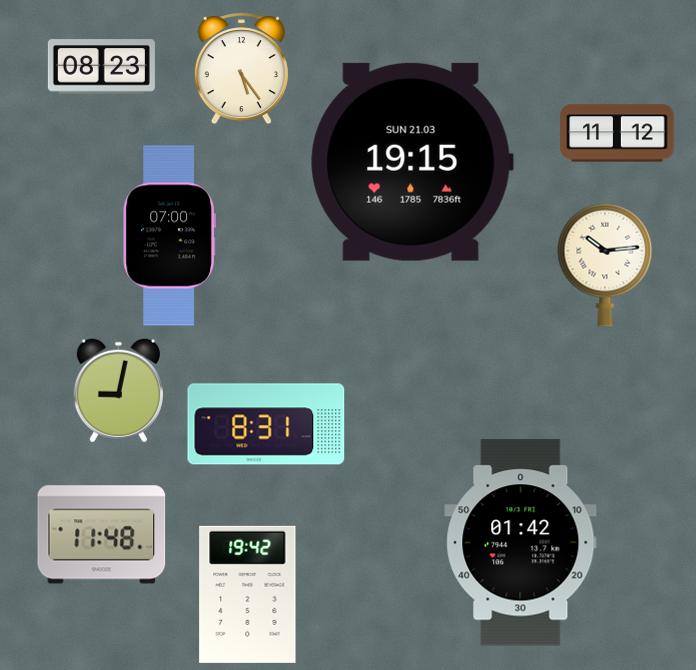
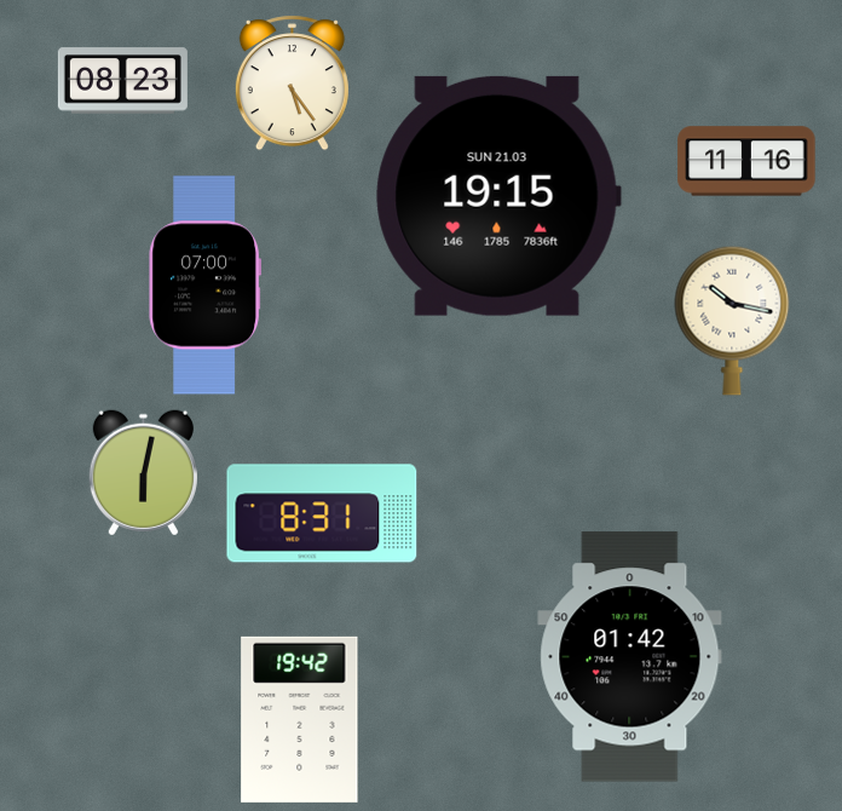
clock at (617, 133): 11:12 -> 11:16
clock at (605, 265): 10:14 -> 10:17
clock at (118, 391): 9:02 -> 6:02
clock at (102, 535): 11:48 -> none
